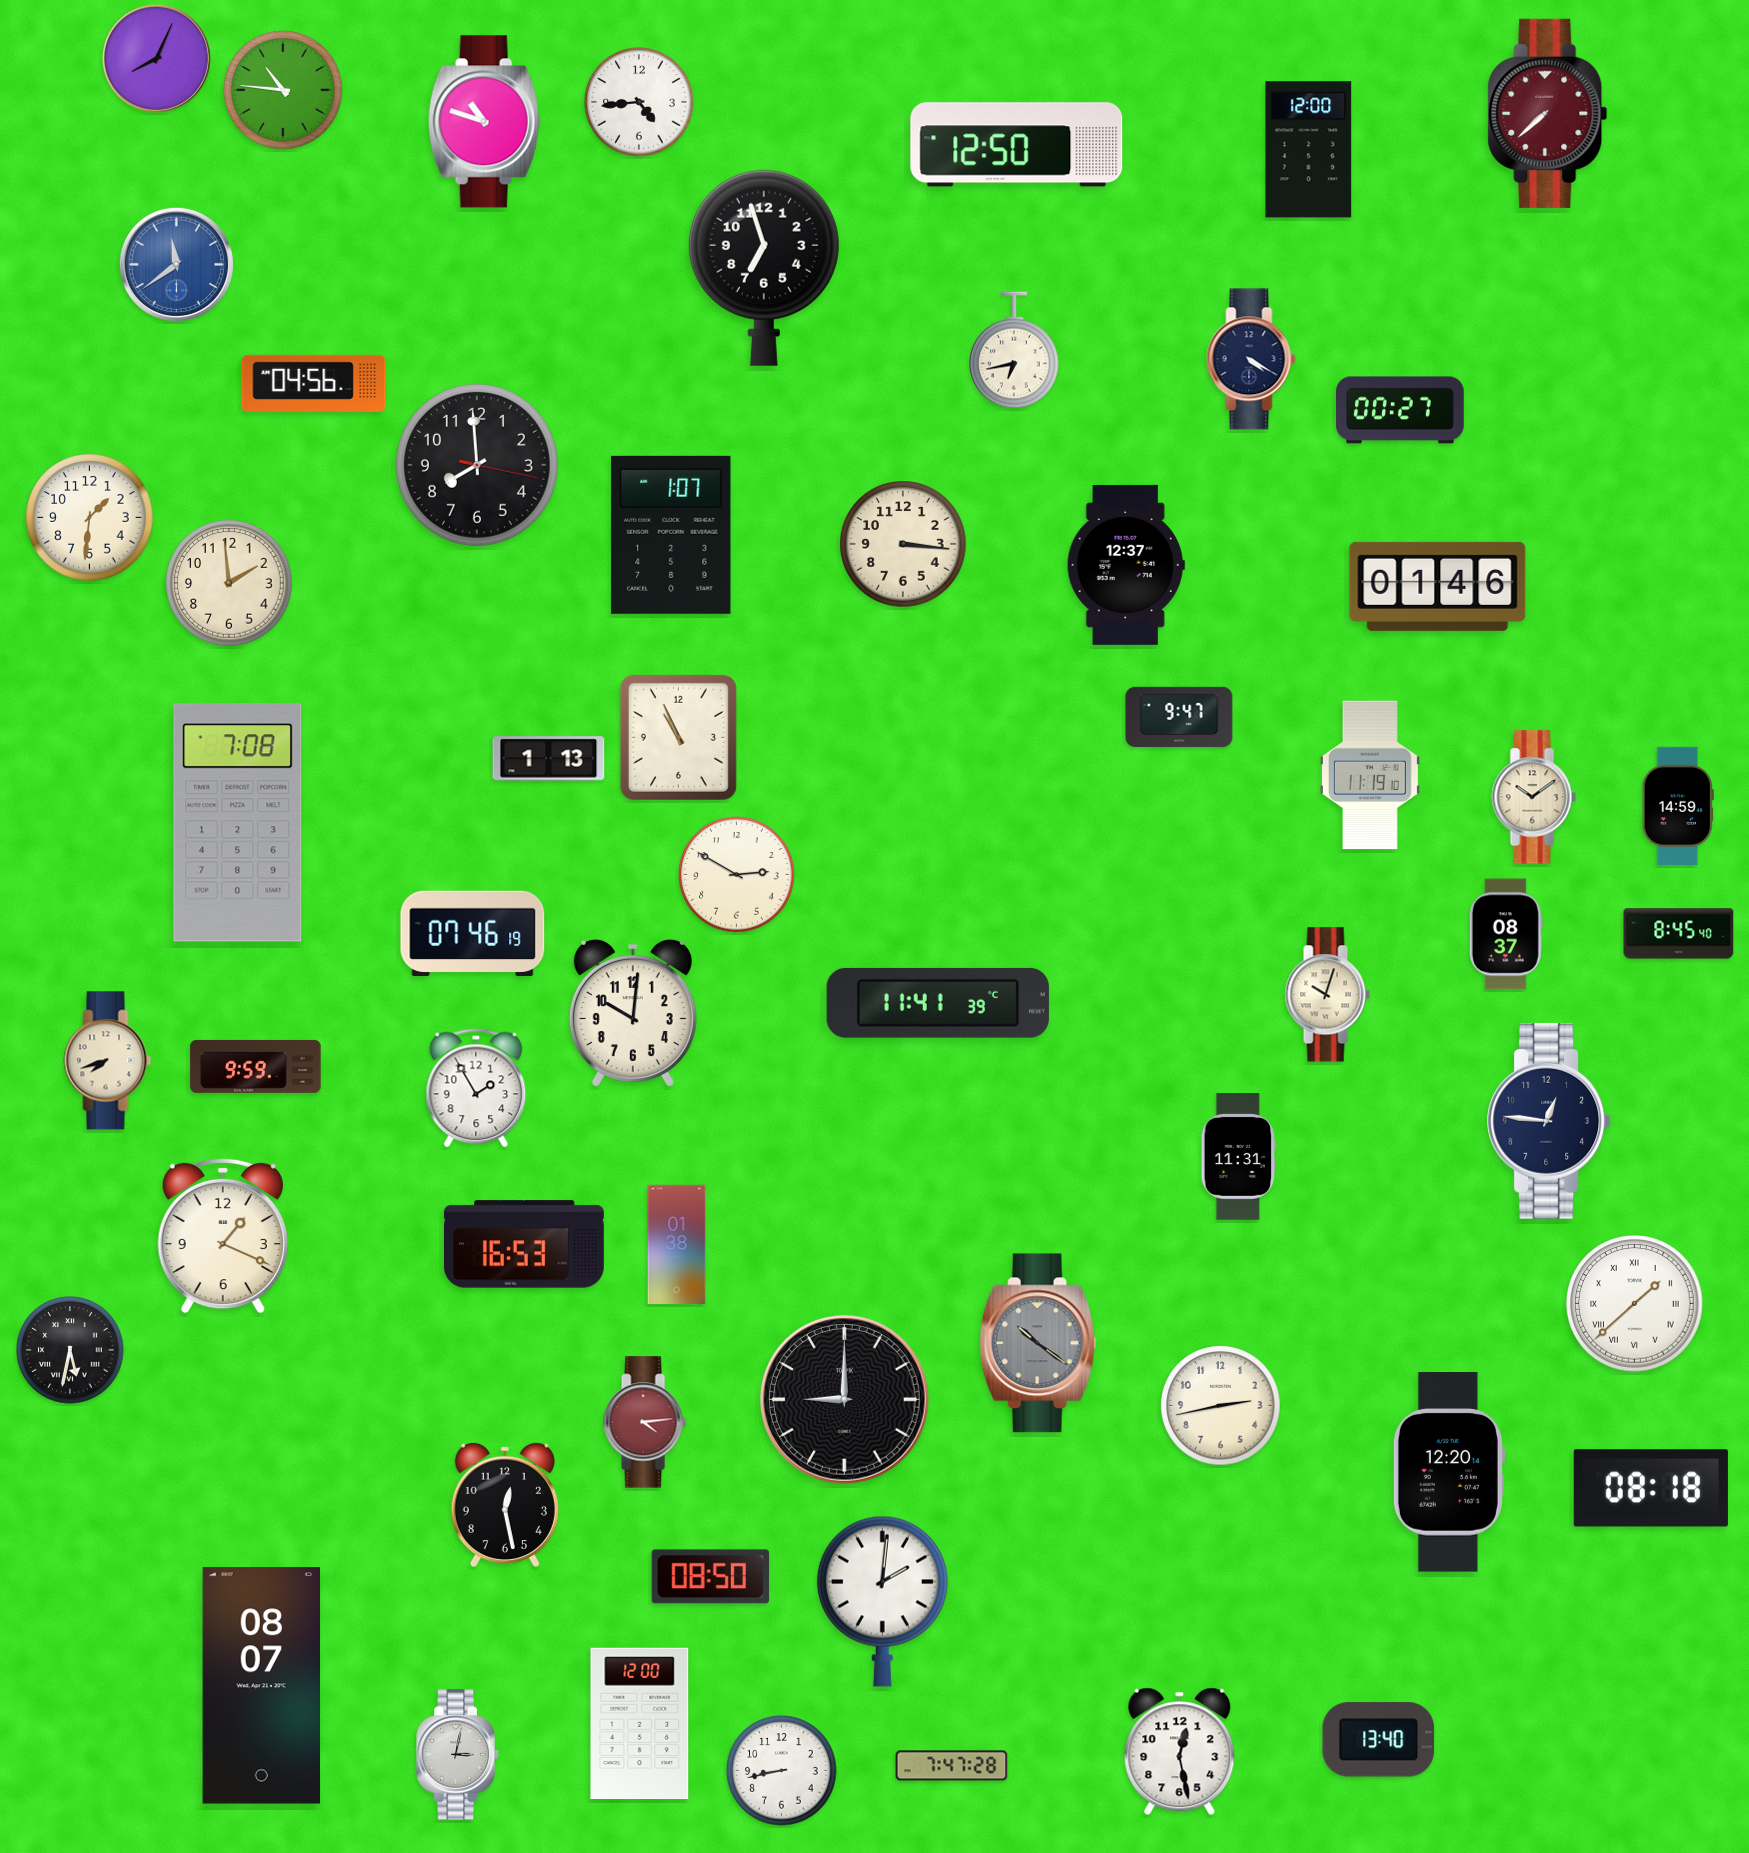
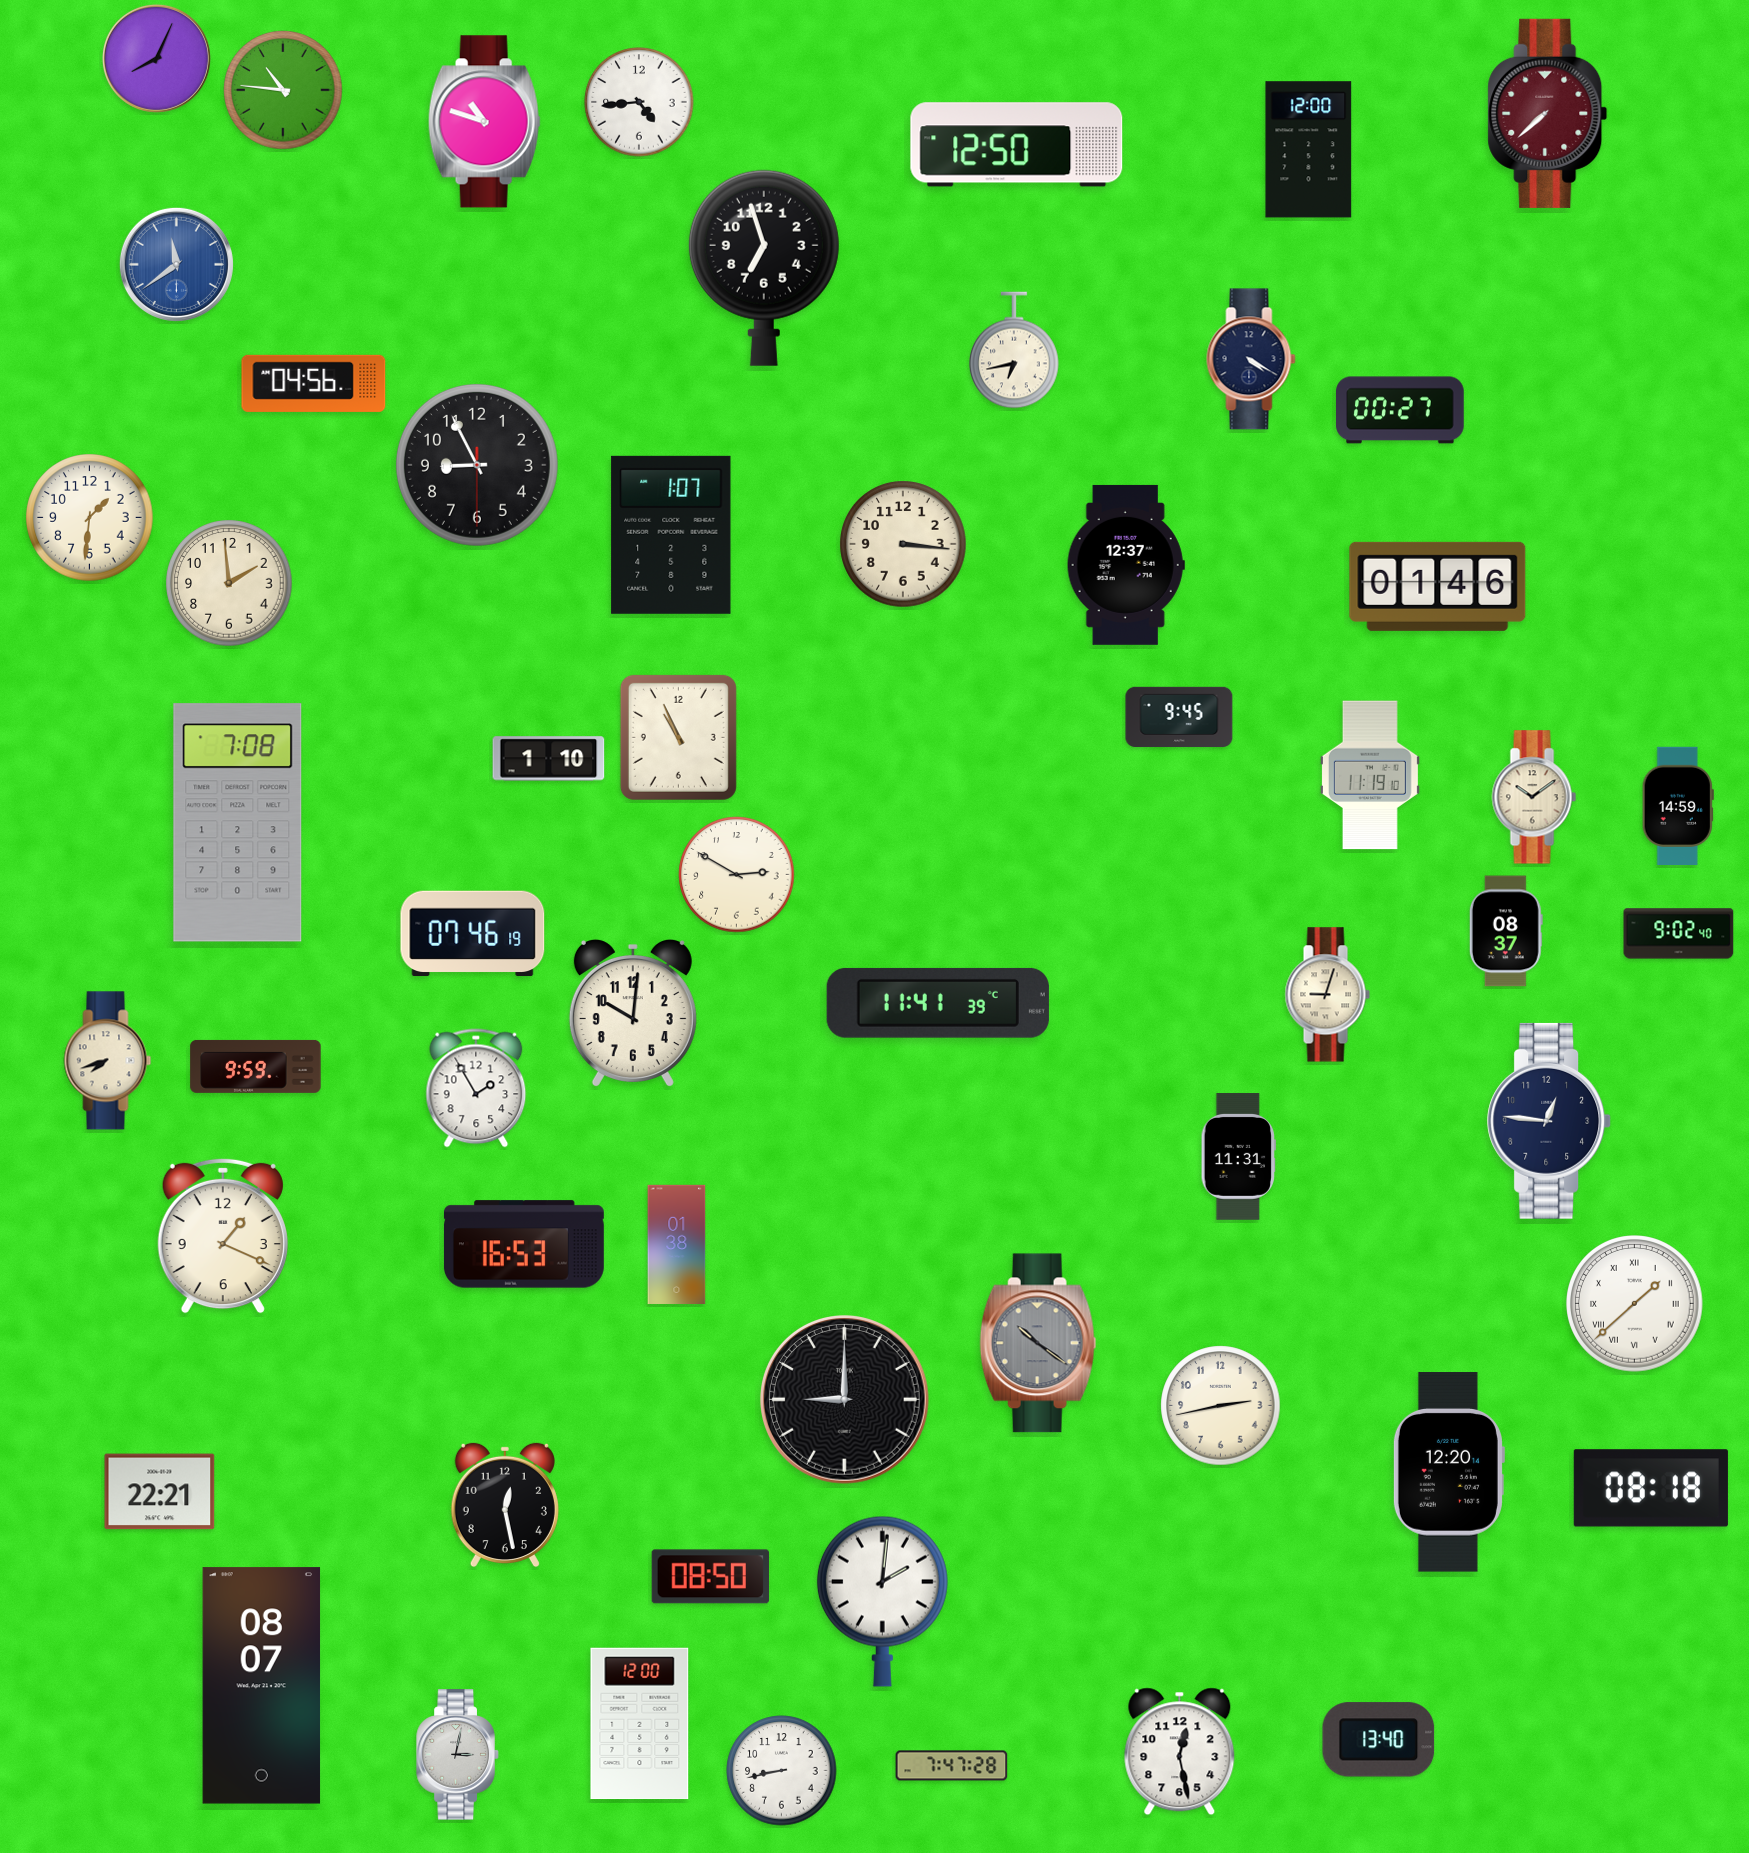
clock at (477, 465): 7:59 -> 8:55
clock at (1179, 717): 9:47 -> 9:45
clock at (549, 759): 1:13 -> 1:10
clock at (1506, 934) position: (1506, 934) -> (1506, 931)
clock at (1679, 934): 8:45 -> 9:02
clock at (1327, 995): 10:03 -> 9:03
clock at (70, 1350): 5:32 -> none
clock at (645, 1422): 4:14 -> none
clock at (160, 1492): none -> 22:21
